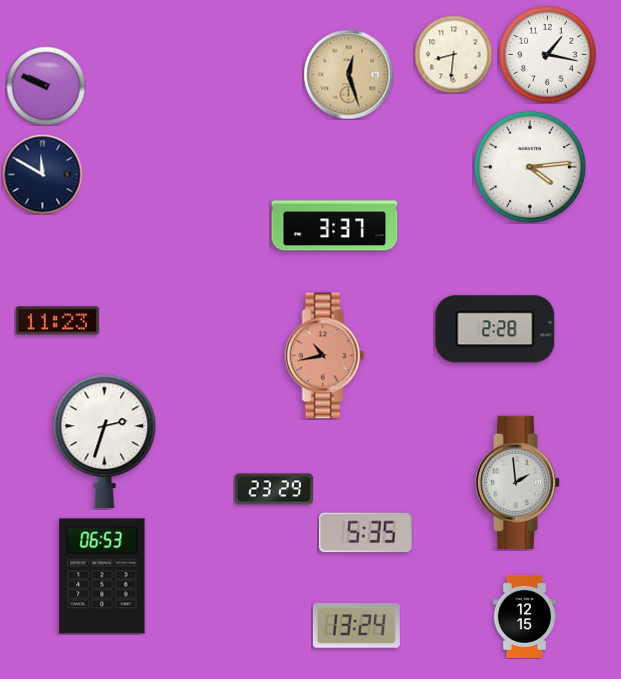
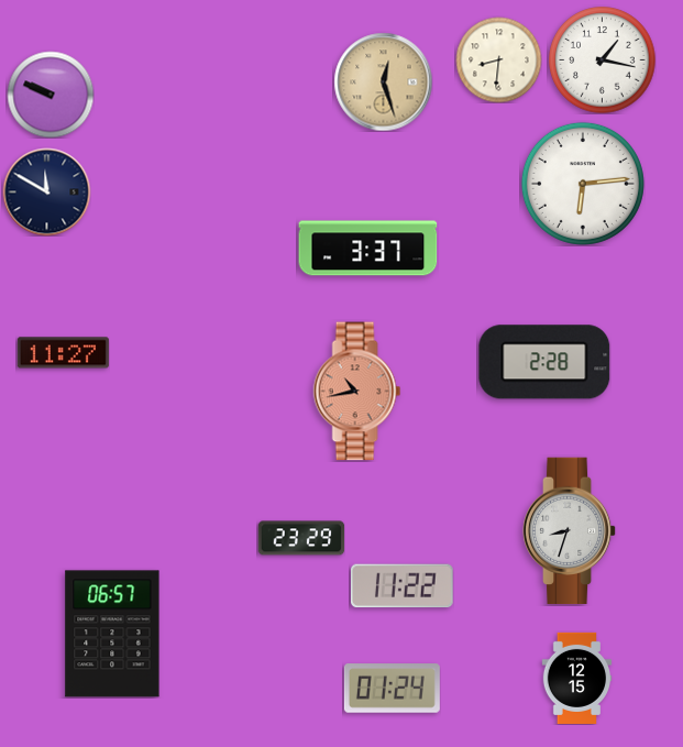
clock at (530, 167): 4:14 -> 6:14
clock at (57, 321): 11:23 -> 11:27
clock at (105, 442): 2:33 -> none
clock at (518, 483): 1:59 -> 8:33
clock at (366, 533): 5:35 -> 11:22
clock at (102, 576): 06:53 -> 06:57
clock at (356, 626): 13:24 -> 01:24
